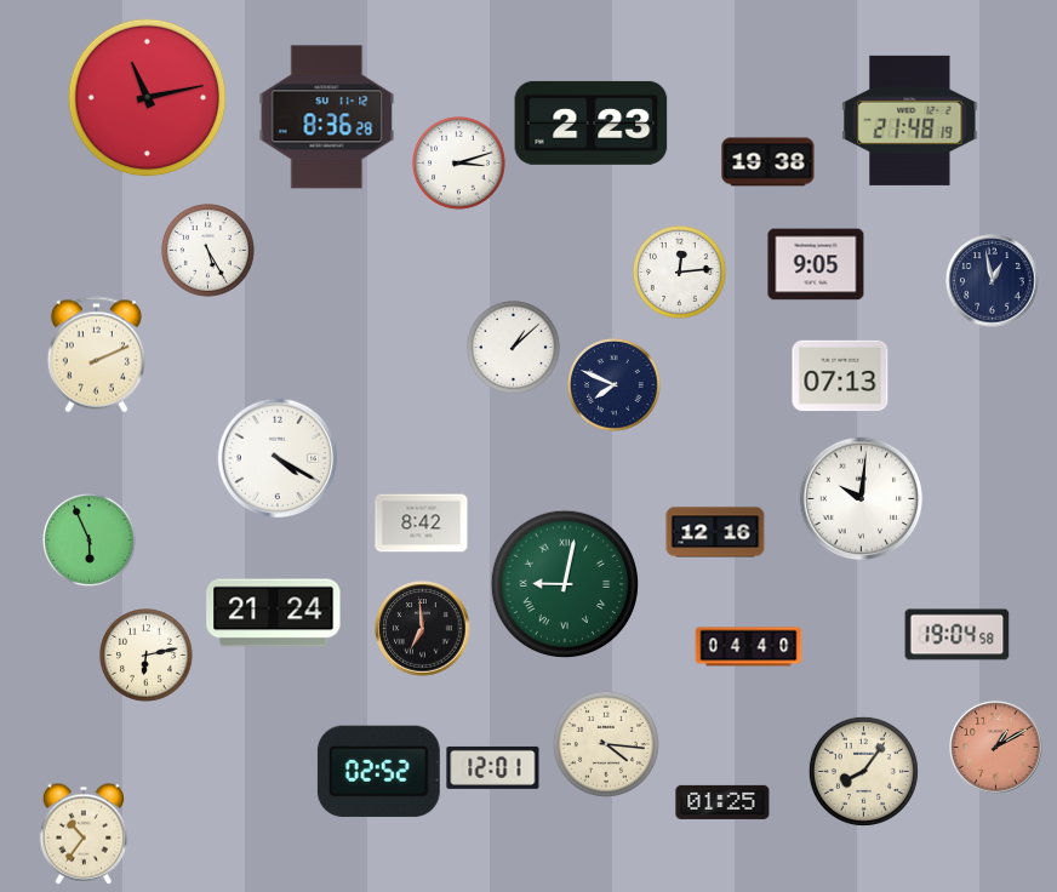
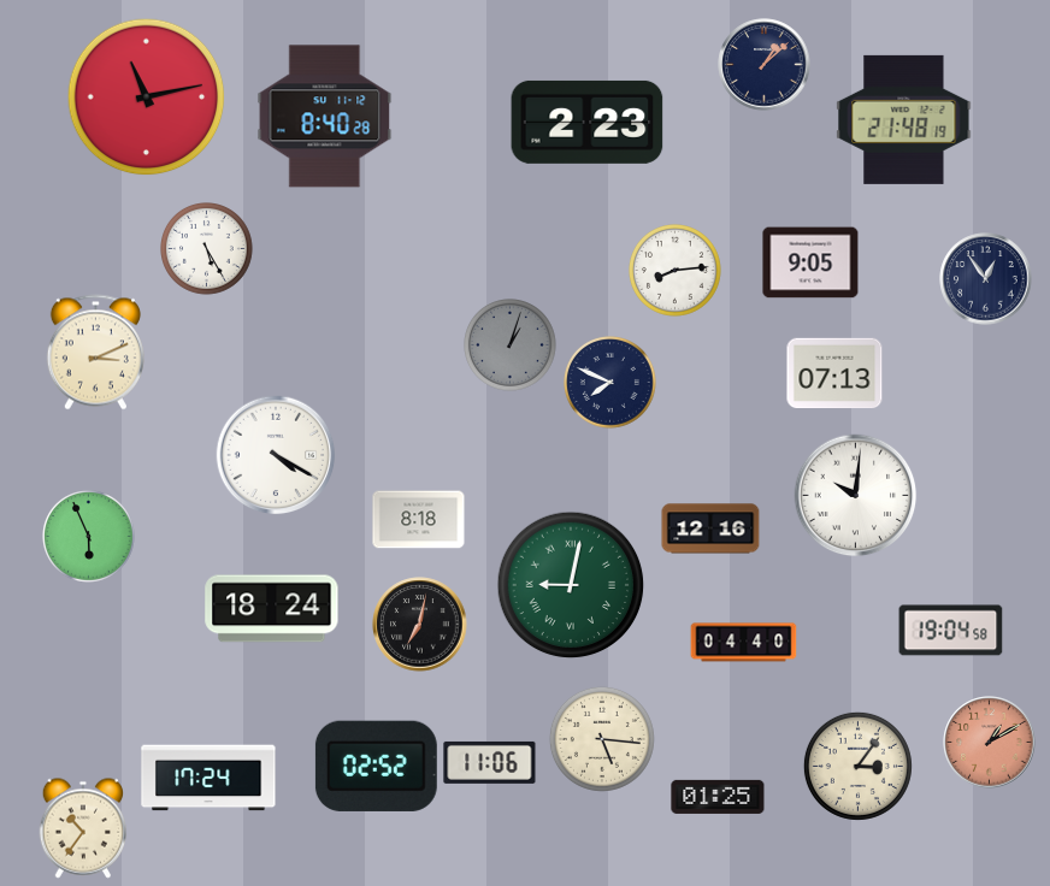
clock at (765, 65): none -> 1:08
clock at (327, 118): 8:36 -> 8:40
clock at (769, 162): 19:38 -> none
clock at (459, 164): 3:12 -> none
clock at (680, 273): 12:14 -> 8:14
clock at (993, 281): 12:58 -> 12:54
clock at (514, 348): 1:08 -> 1:03
clock at (514, 348) dial: white -> grey
clock at (96, 355): 2:11 -> 3:11
clock at (422, 524): 8:42 -> 8:18
clock at (565, 584) position: (565, 584) -> (571, 585)
clock at (274, 613): 21:24 -> 18:24
clock at (423, 629): 6:59 -> 7:02
clock at (147, 656): 6:13 -> none
clock at (606, 744): 4:16 -> 5:16
clock at (493, 767): 12:01 -> 11:06
clock at (863, 771): 8:06 -> 3:06
clock at (208, 778): none -> 17:24
